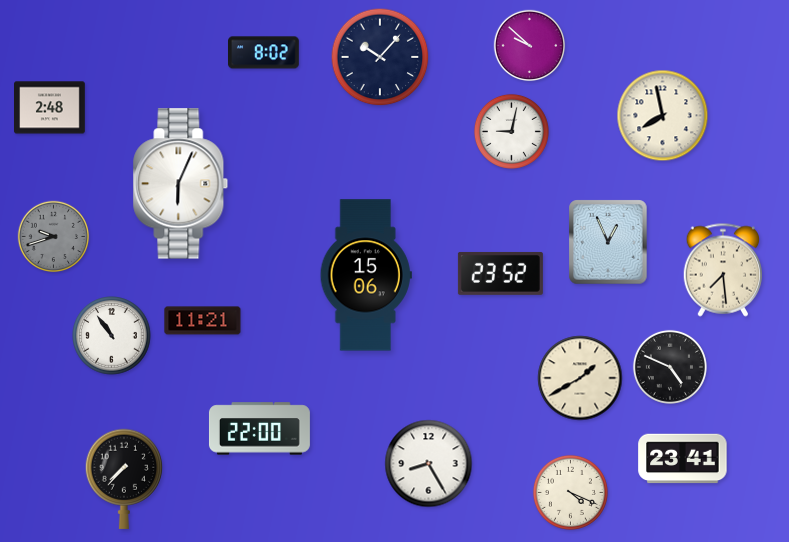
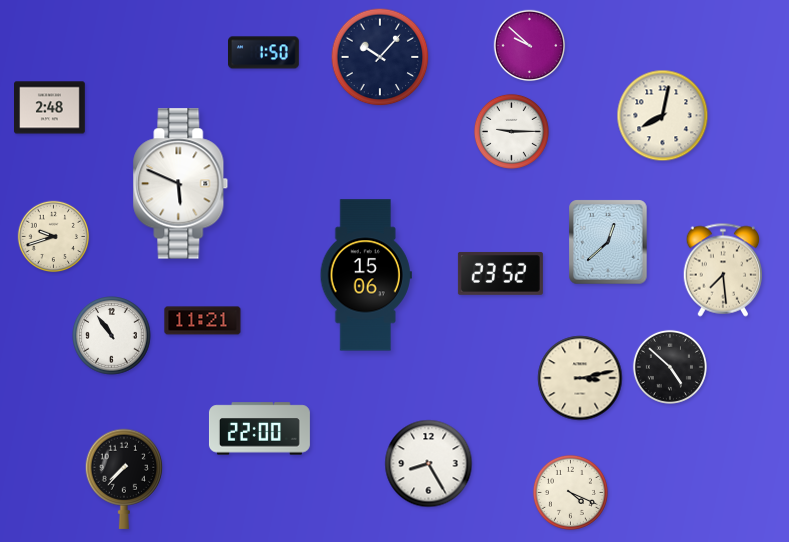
clock at (264, 53): 8:02 -> 1:50
clock at (663, 116): 7:58 -> 8:02
clock at (511, 131): 9:02 -> 9:15
clock at (181, 184): 6:04 -> 5:49
clock at (54, 237) dial: grey -> cream
clock at (608, 242): 12:56 -> 12:38
clock at (670, 367): 4:49 -> 4:52
clock at (580, 378): 1:40 -> 3:13
clock at (683, 459): 23:41 -> none
